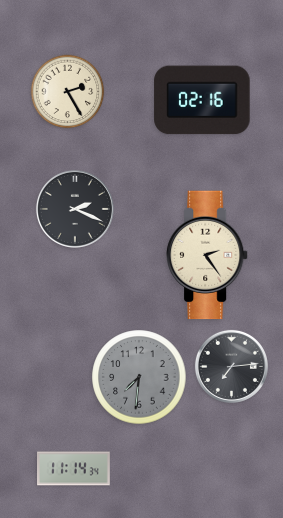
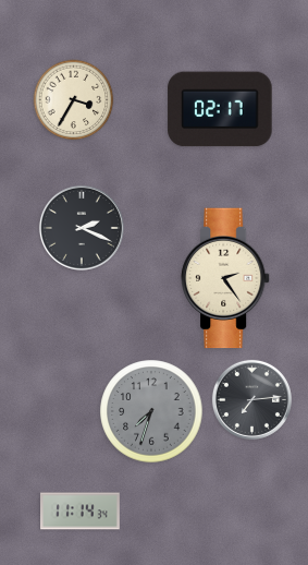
clock at (68, 92): 2:25 -> 3:35
clock at (202, 100): 02:16 -> 02:17
clock at (139, 377): 7:31 -> 7:33
